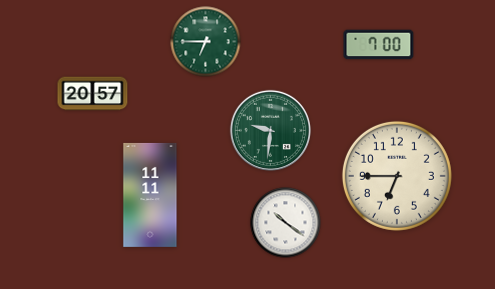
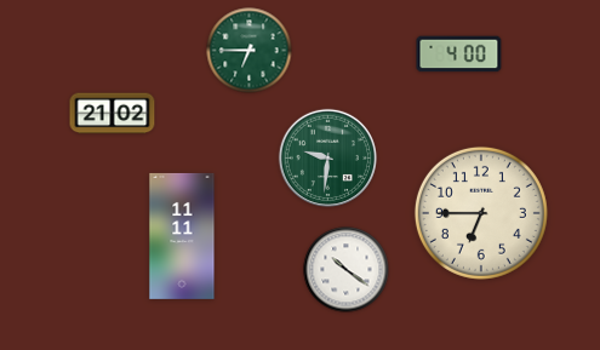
clock at (379, 45): 7:00 -> 4:00
clock at (93, 94): 20:57 -> 21:02
